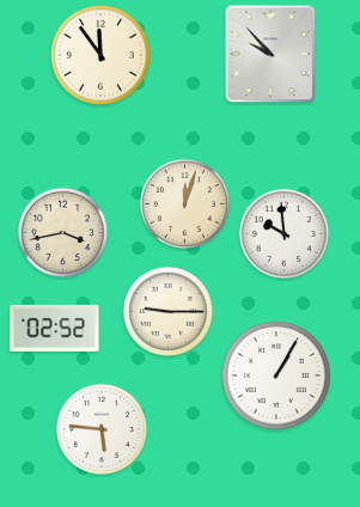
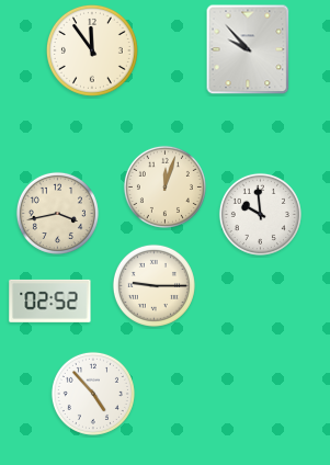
clock at (184, 203) position: (184, 203) -> (164, 186)
clock at (277, 377): 1:05 -> none
clock at (102, 429): 5:46 -> 4:53
